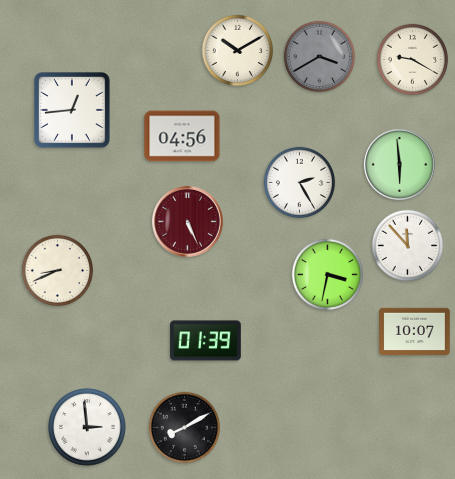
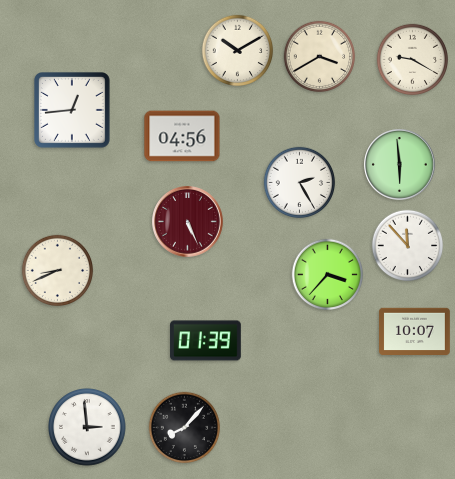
clock at (320, 57) dial: grey -> cream
clock at (328, 275): 3:32 -> 3:37
clock at (185, 428): 8:10 -> 8:07
